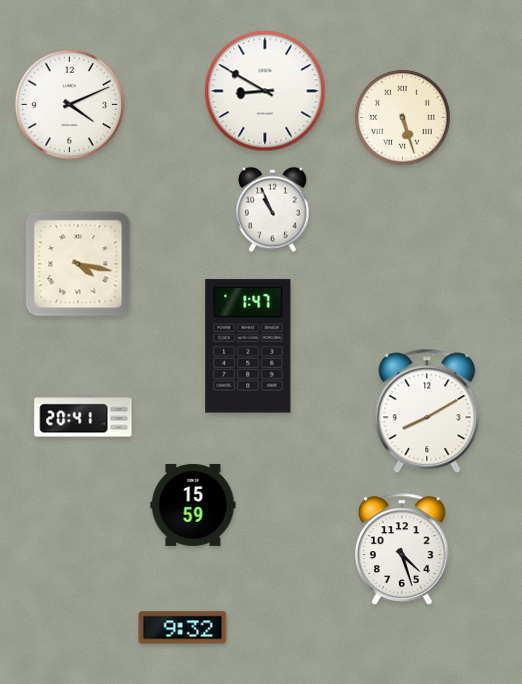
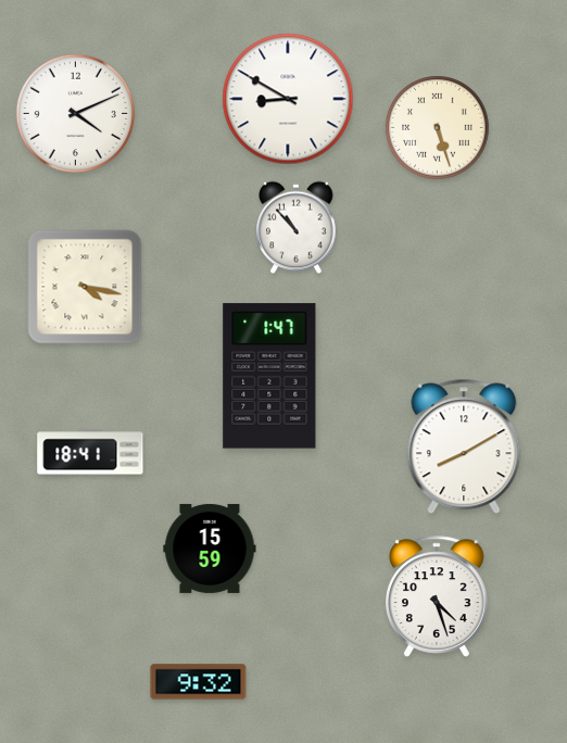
clock at (273, 210): 10:56 -> 10:53
clock at (83, 416): 20:41 -> 18:41
